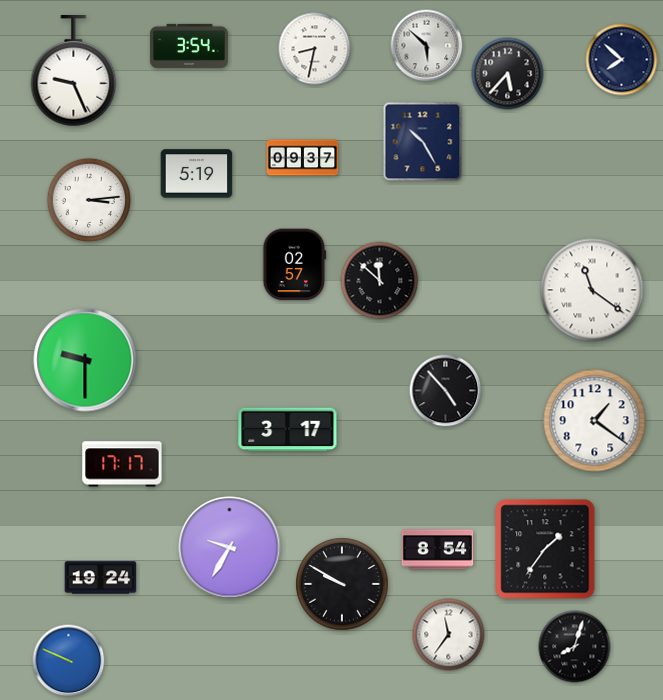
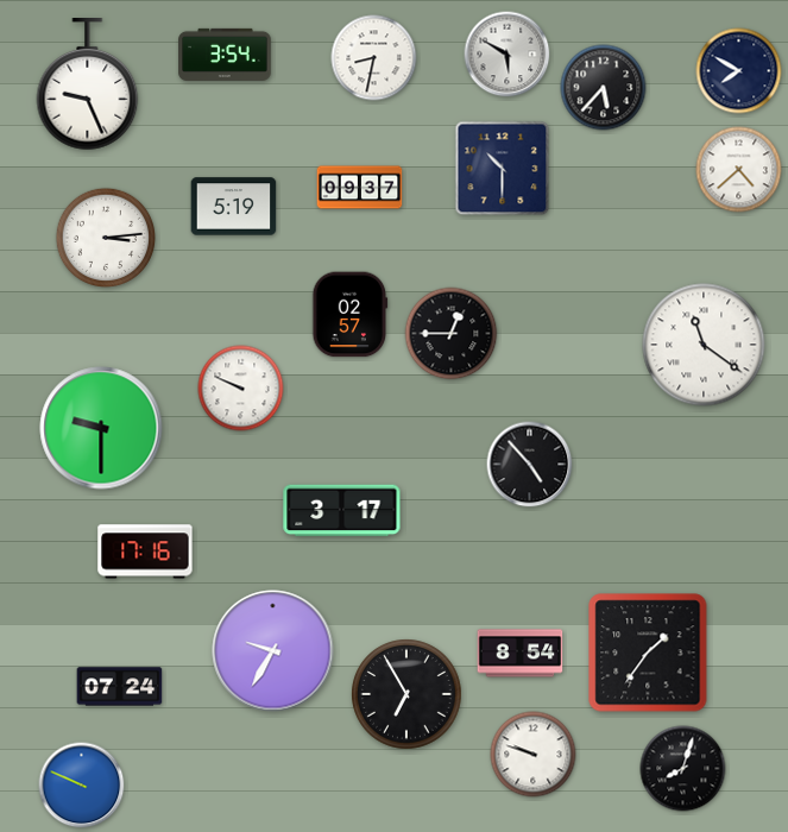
clock at (427, 46): 5:52 -> 5:50
clock at (622, 60): 7:52 -> 7:50
clock at (423, 142): 10:25 -> 10:30
clock at (739, 170): none -> 4:38
clock at (380, 281): 11:52 -> 12:45
clock at (241, 389): none -> 9:49
clock at (595, 421): 1:21 -> none
clock at (122, 464): 17:17 -> 17:16
clock at (101, 578): 19:24 -> 07:24
clock at (342, 584): 9:50 -> 6:55
clock at (449, 635): 11:36 -> 9:48
